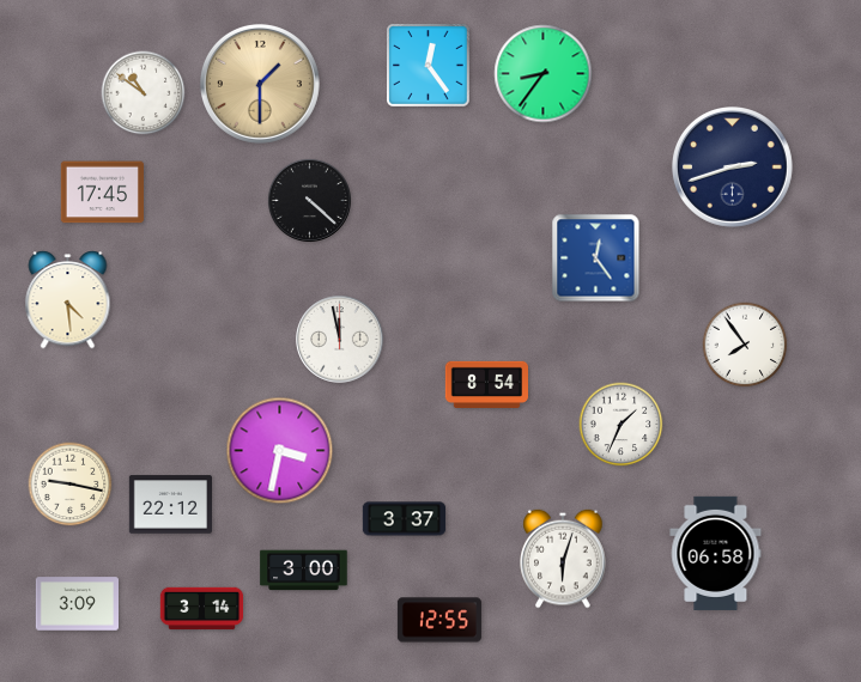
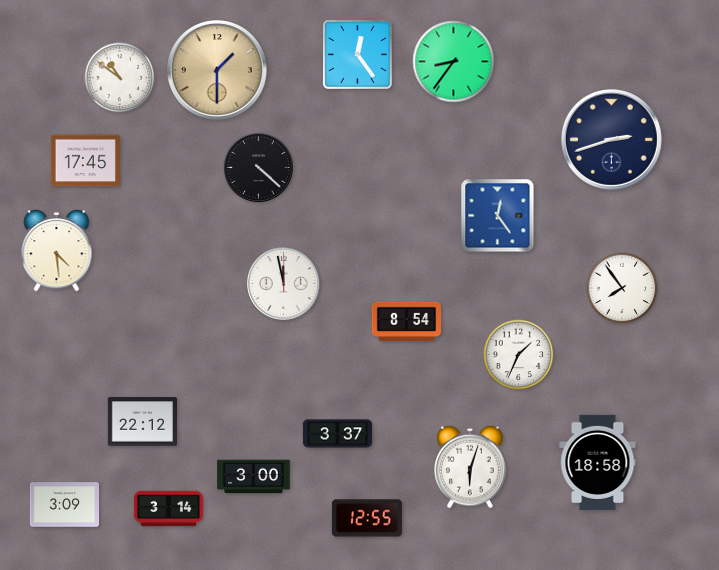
clock at (280, 451): 3:32 -> none
clock at (71, 485): 9:17 -> none
clock at (716, 553): 06:58 -> 18:58
